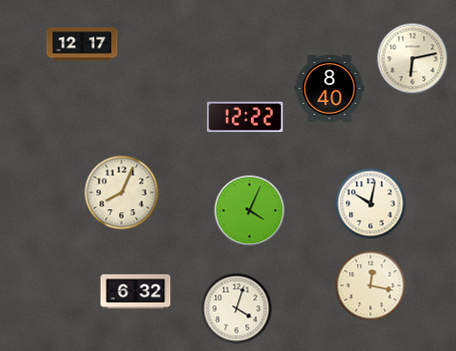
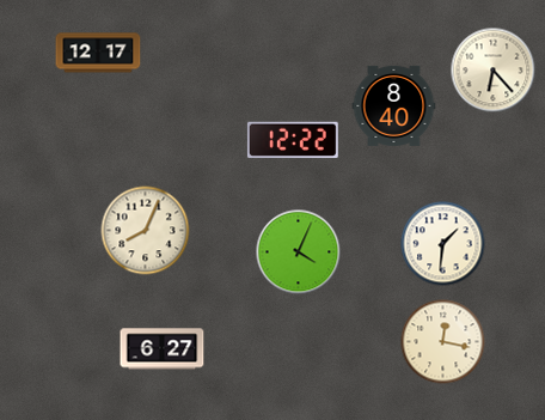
clock at (413, 59): 6:13 -> 6:23
clock at (371, 204): 10:02 -> 1:31
clock at (136, 292): 6:32 -> 6:27
clock at (237, 309): 4:03 -> none
